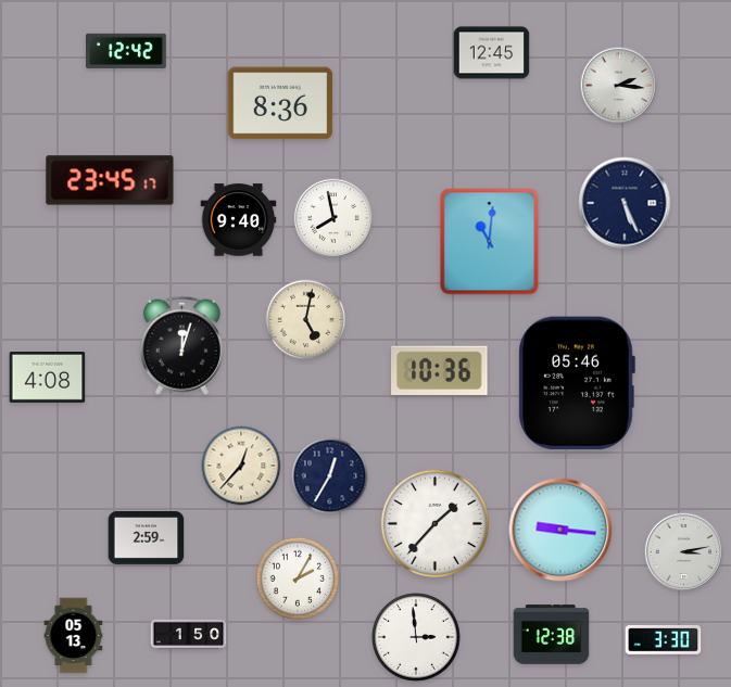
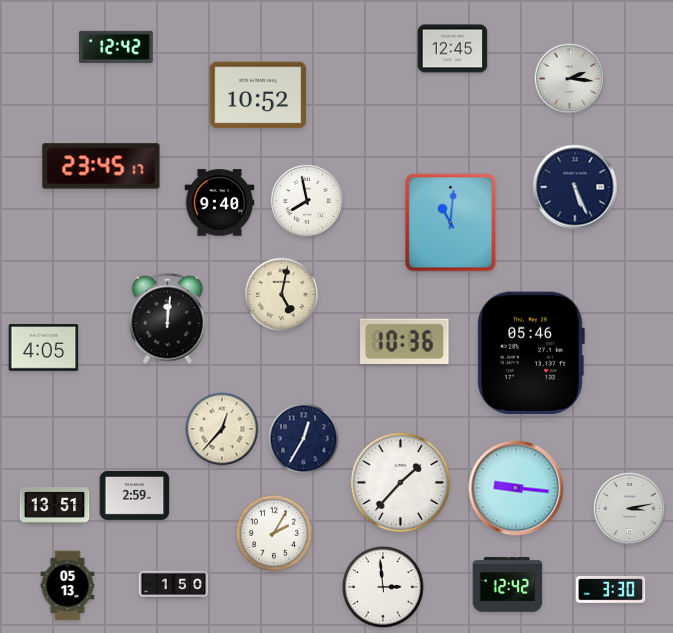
clock at (280, 103): 8:36 -> 10:52
clock at (181, 345): 12:03 -> 12:01
clock at (48, 378): 4:08 -> 4:05
clock at (55, 506): none -> 13:51
clock at (552, 635): 12:38 -> 12:42
